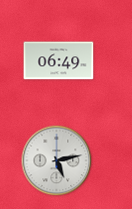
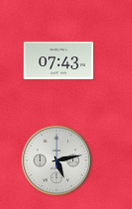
clock at (59, 61): 06:49 -> 07:43
